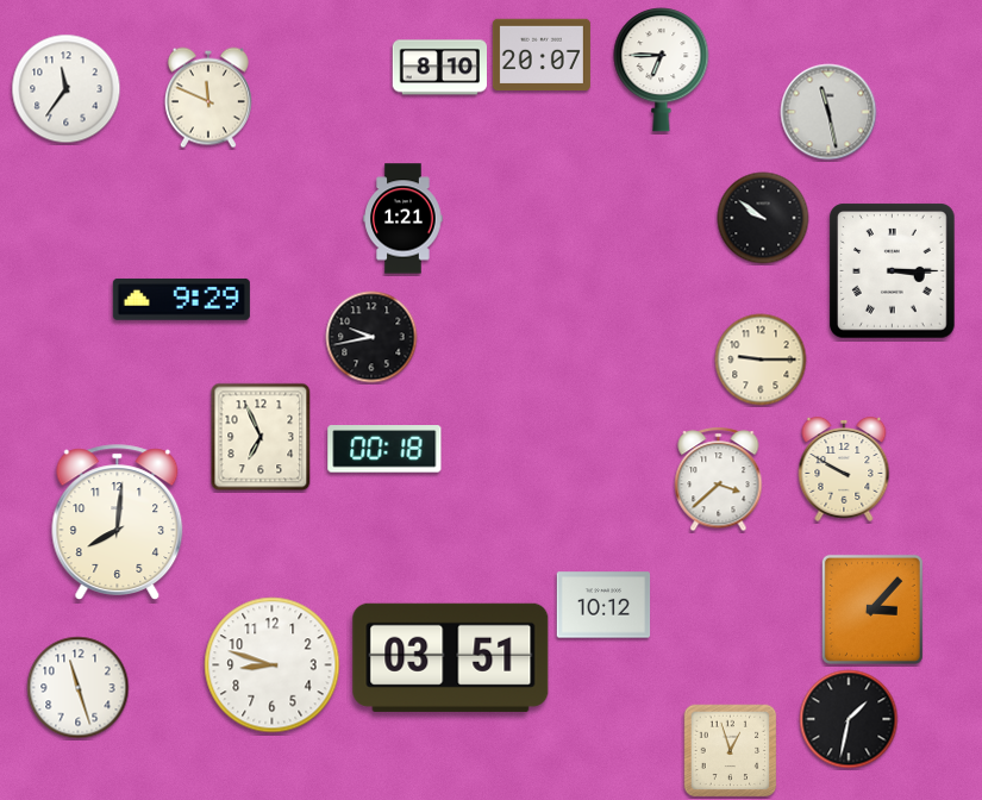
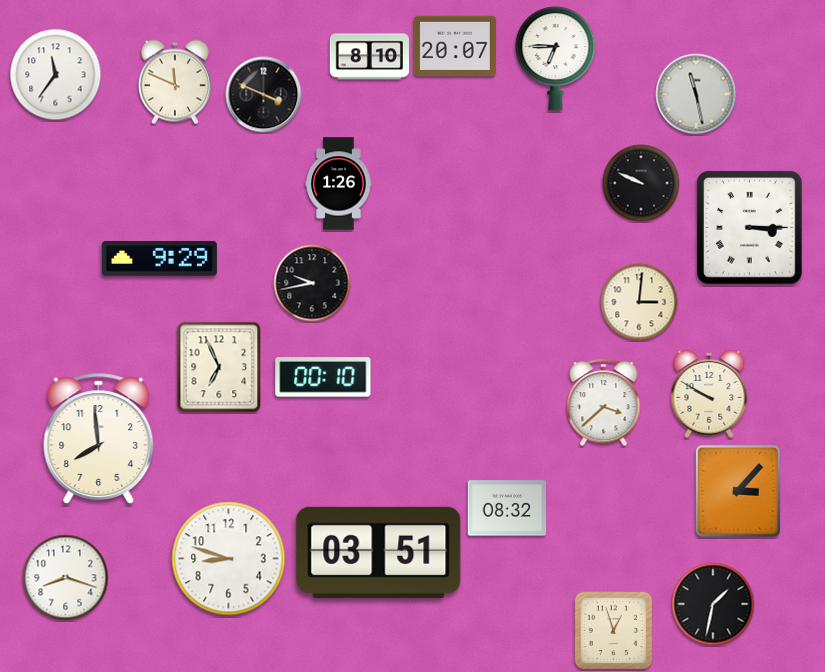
clock at (264, 95): none -> 3:49
clock at (763, 218): 9:51 -> 9:49
clock at (404, 219): 1:21 -> 1:26
clock at (181, 300) position: (181, 300) -> (159, 259)
clock at (761, 360): 9:15 -> 3:01
clock at (384, 449): 00:18 -> 00:10
clock at (118, 523): 8:01 -> 7:59
clock at (603, 605): 10:12 -> 08:32
clock at (872, 610) position: (872, 610) -> (738, 491)
clock at (79, 688): 11:27 -> 8:18
